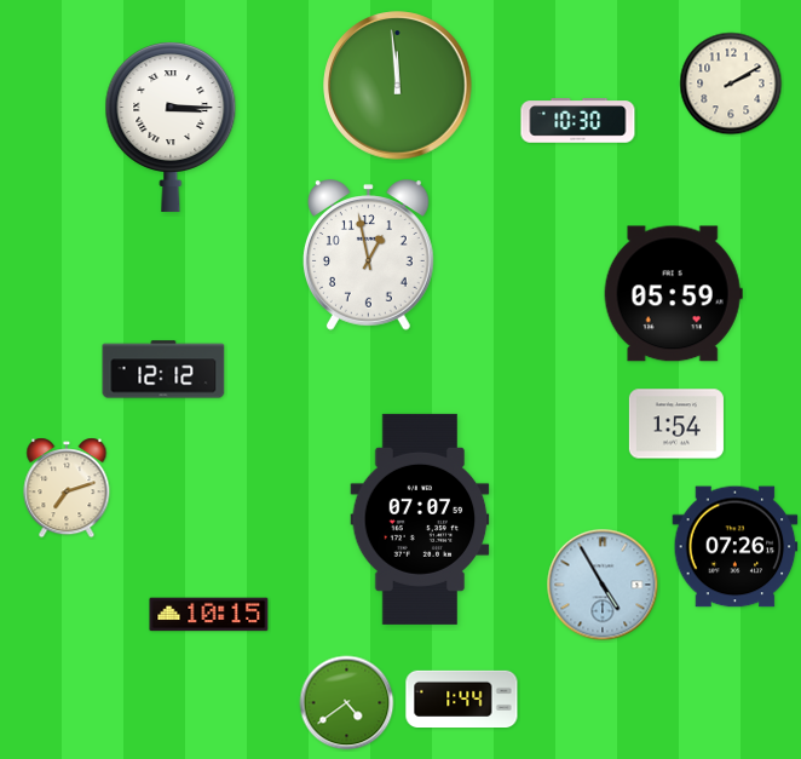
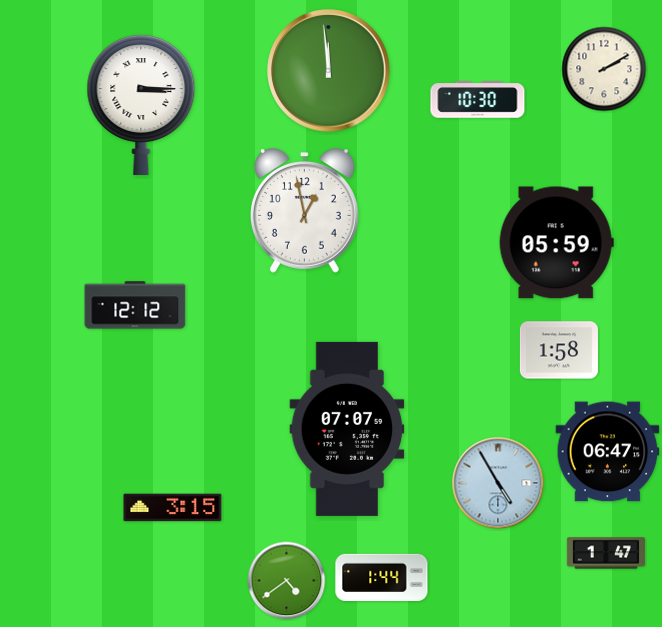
clock at (676, 424): 1:54 -> 1:58
clock at (67, 488): 7:12 -> none
clock at (736, 547): 07:26 -> 06:47
clock at (209, 615): 10:15 -> 3:15
clock at (606, 553): none -> 1:47
